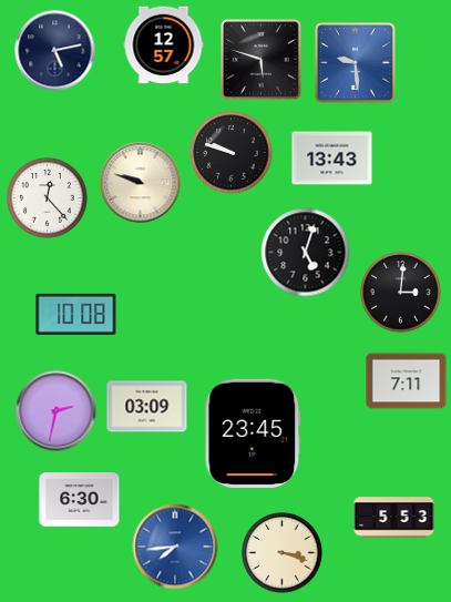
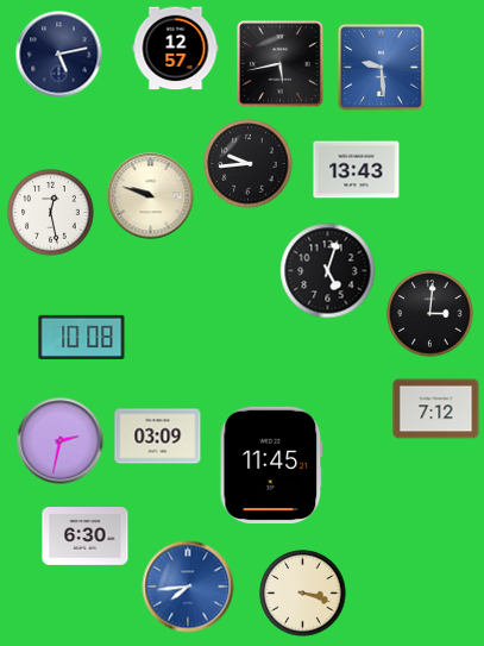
clock at (262, 60): 5:48 -> 5:43
clock at (232, 153): 9:48 -> 9:44
clock at (48, 198): 12:23 -> 12:28
clock at (407, 381): 7:11 -> 7:12
clock at (253, 432): 23:45 -> 11:45
clock at (394, 518): 5:53 -> none
